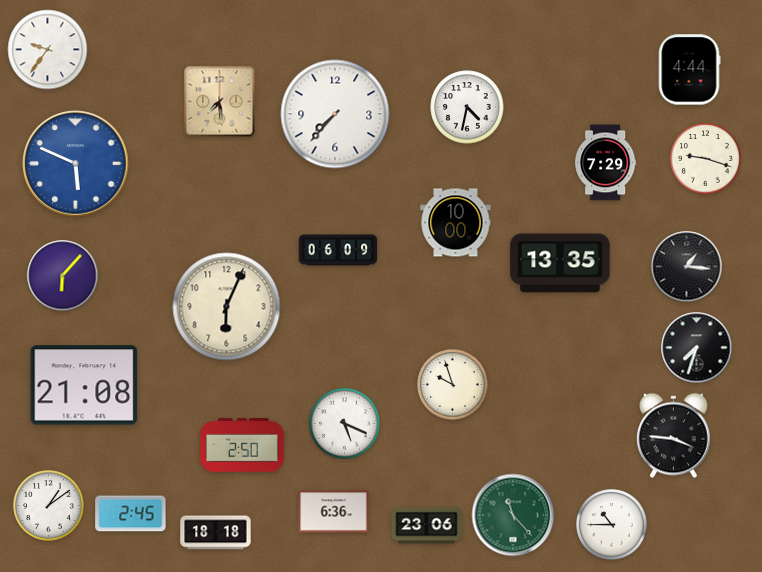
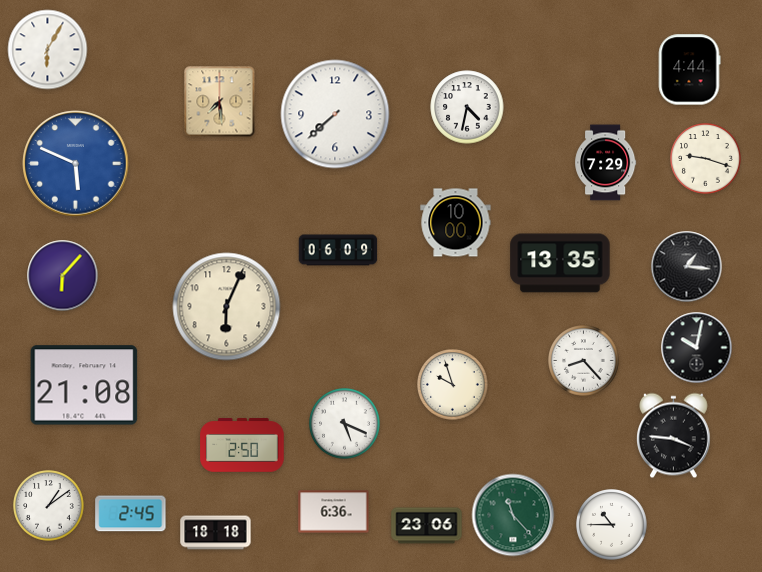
clock at (48, 50): 9:36 -> 6:05
clock at (335, 114): 7:37 -> 7:38
clock at (697, 348): 7:33 -> 10:02
clock at (584, 361): none -> 8:23
